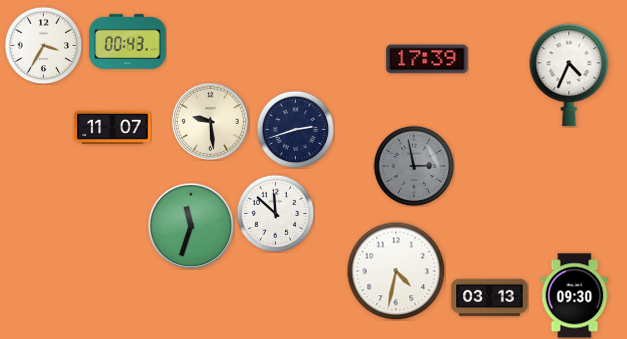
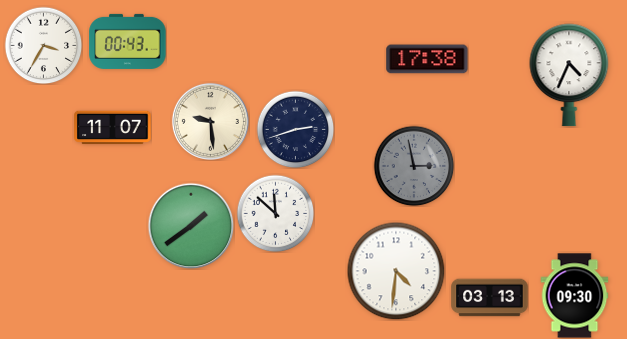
clock at (427, 59): 17:39 -> 17:38
clock at (191, 226): 11:33 -> 1:39
clock at (396, 271): 4:32 -> 4:31
